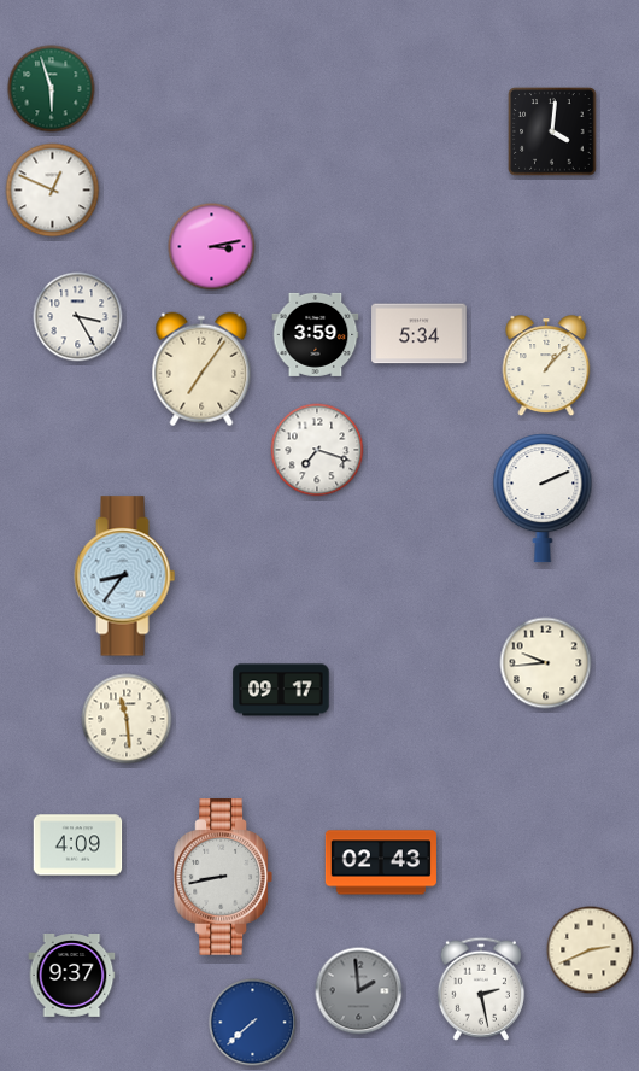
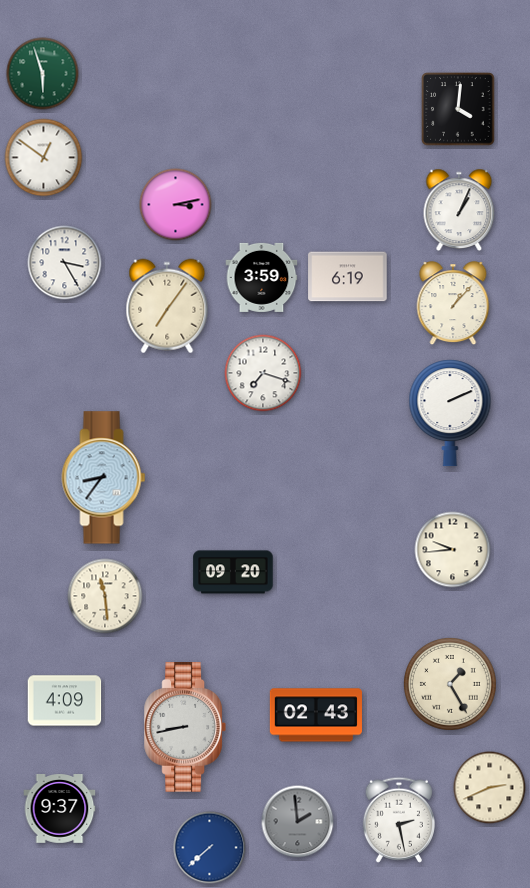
clock at (53, 191): 12:49 -> 12:51
clock at (459, 209): none -> 1:04
clock at (420, 334): 5:34 -> 6:19
clock at (281, 690): 09:17 -> 09:20
clock at (450, 684): none -> 1:25
